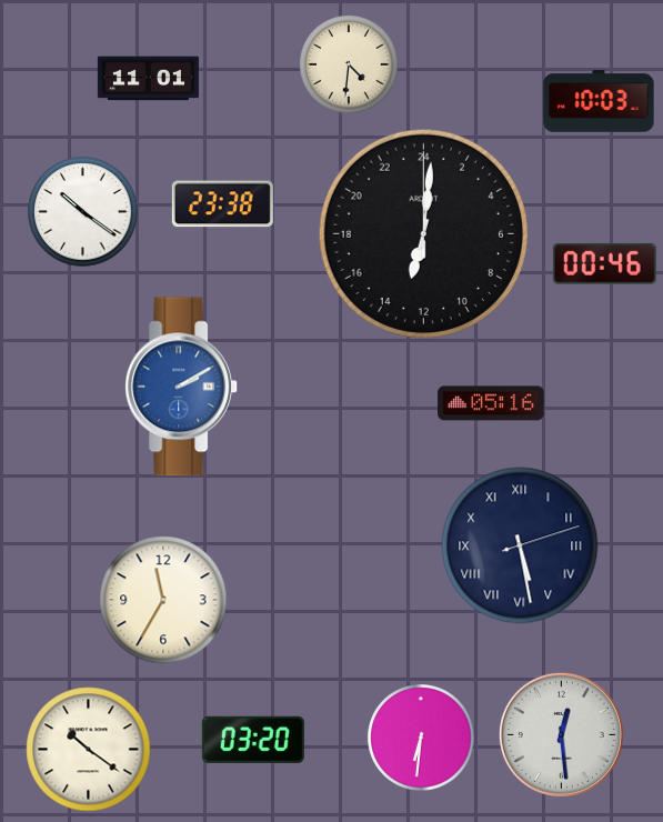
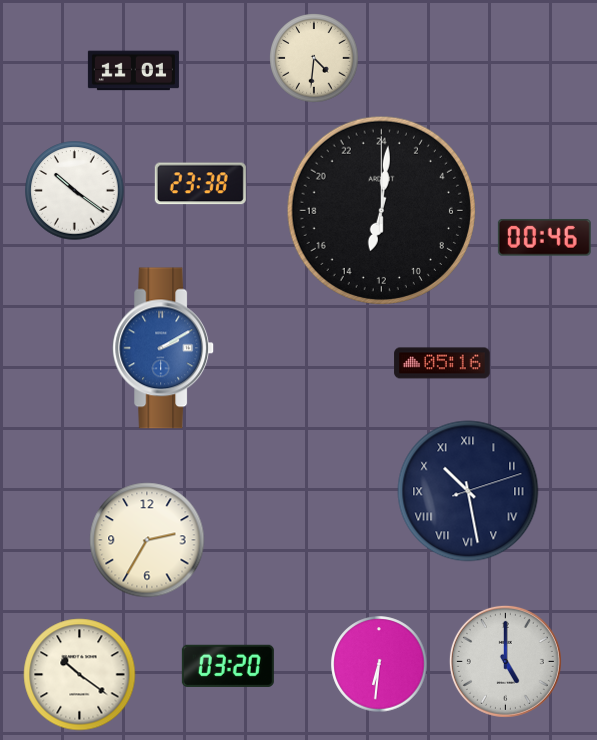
clock at (599, 101): 10:03 -> none
clock at (520, 545): 5:28 -> 10:28
clock at (163, 600): 11:35 -> 2:35
clock at (561, 734): 12:29 -> 5:00
